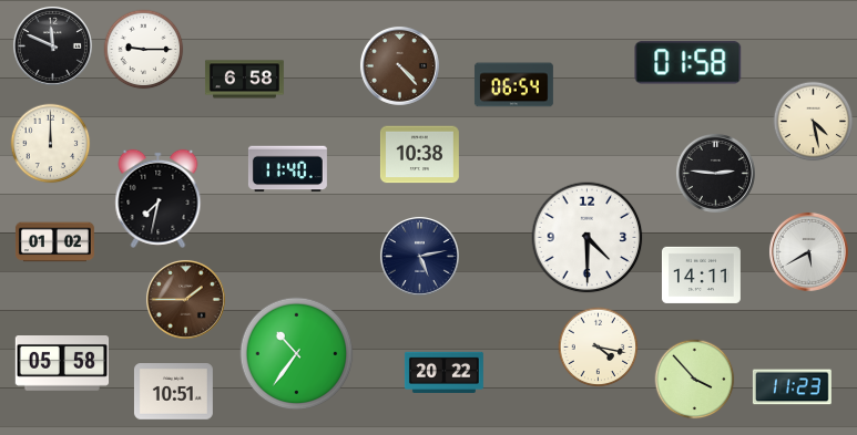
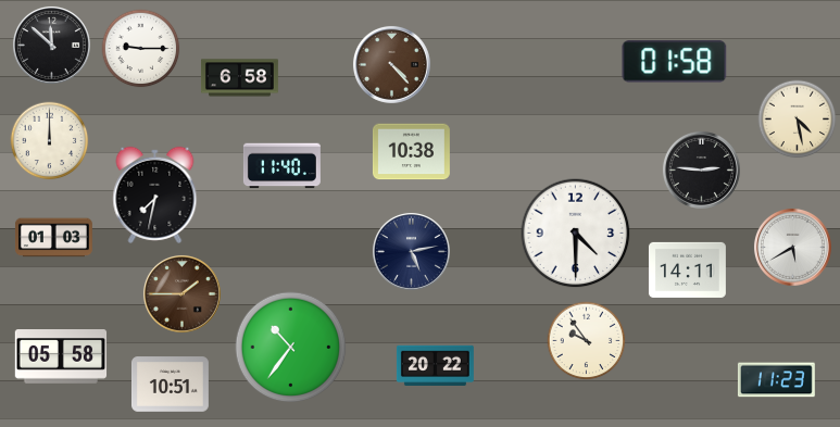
clock at (52, 45): 11:49 -> 11:52
clock at (513, 85): 06:54 -> none
clock at (54, 242): 01:02 -> 01:03
clock at (599, 348): 4:17 -> 9:54
clock at (695, 380): 3:53 -> none
